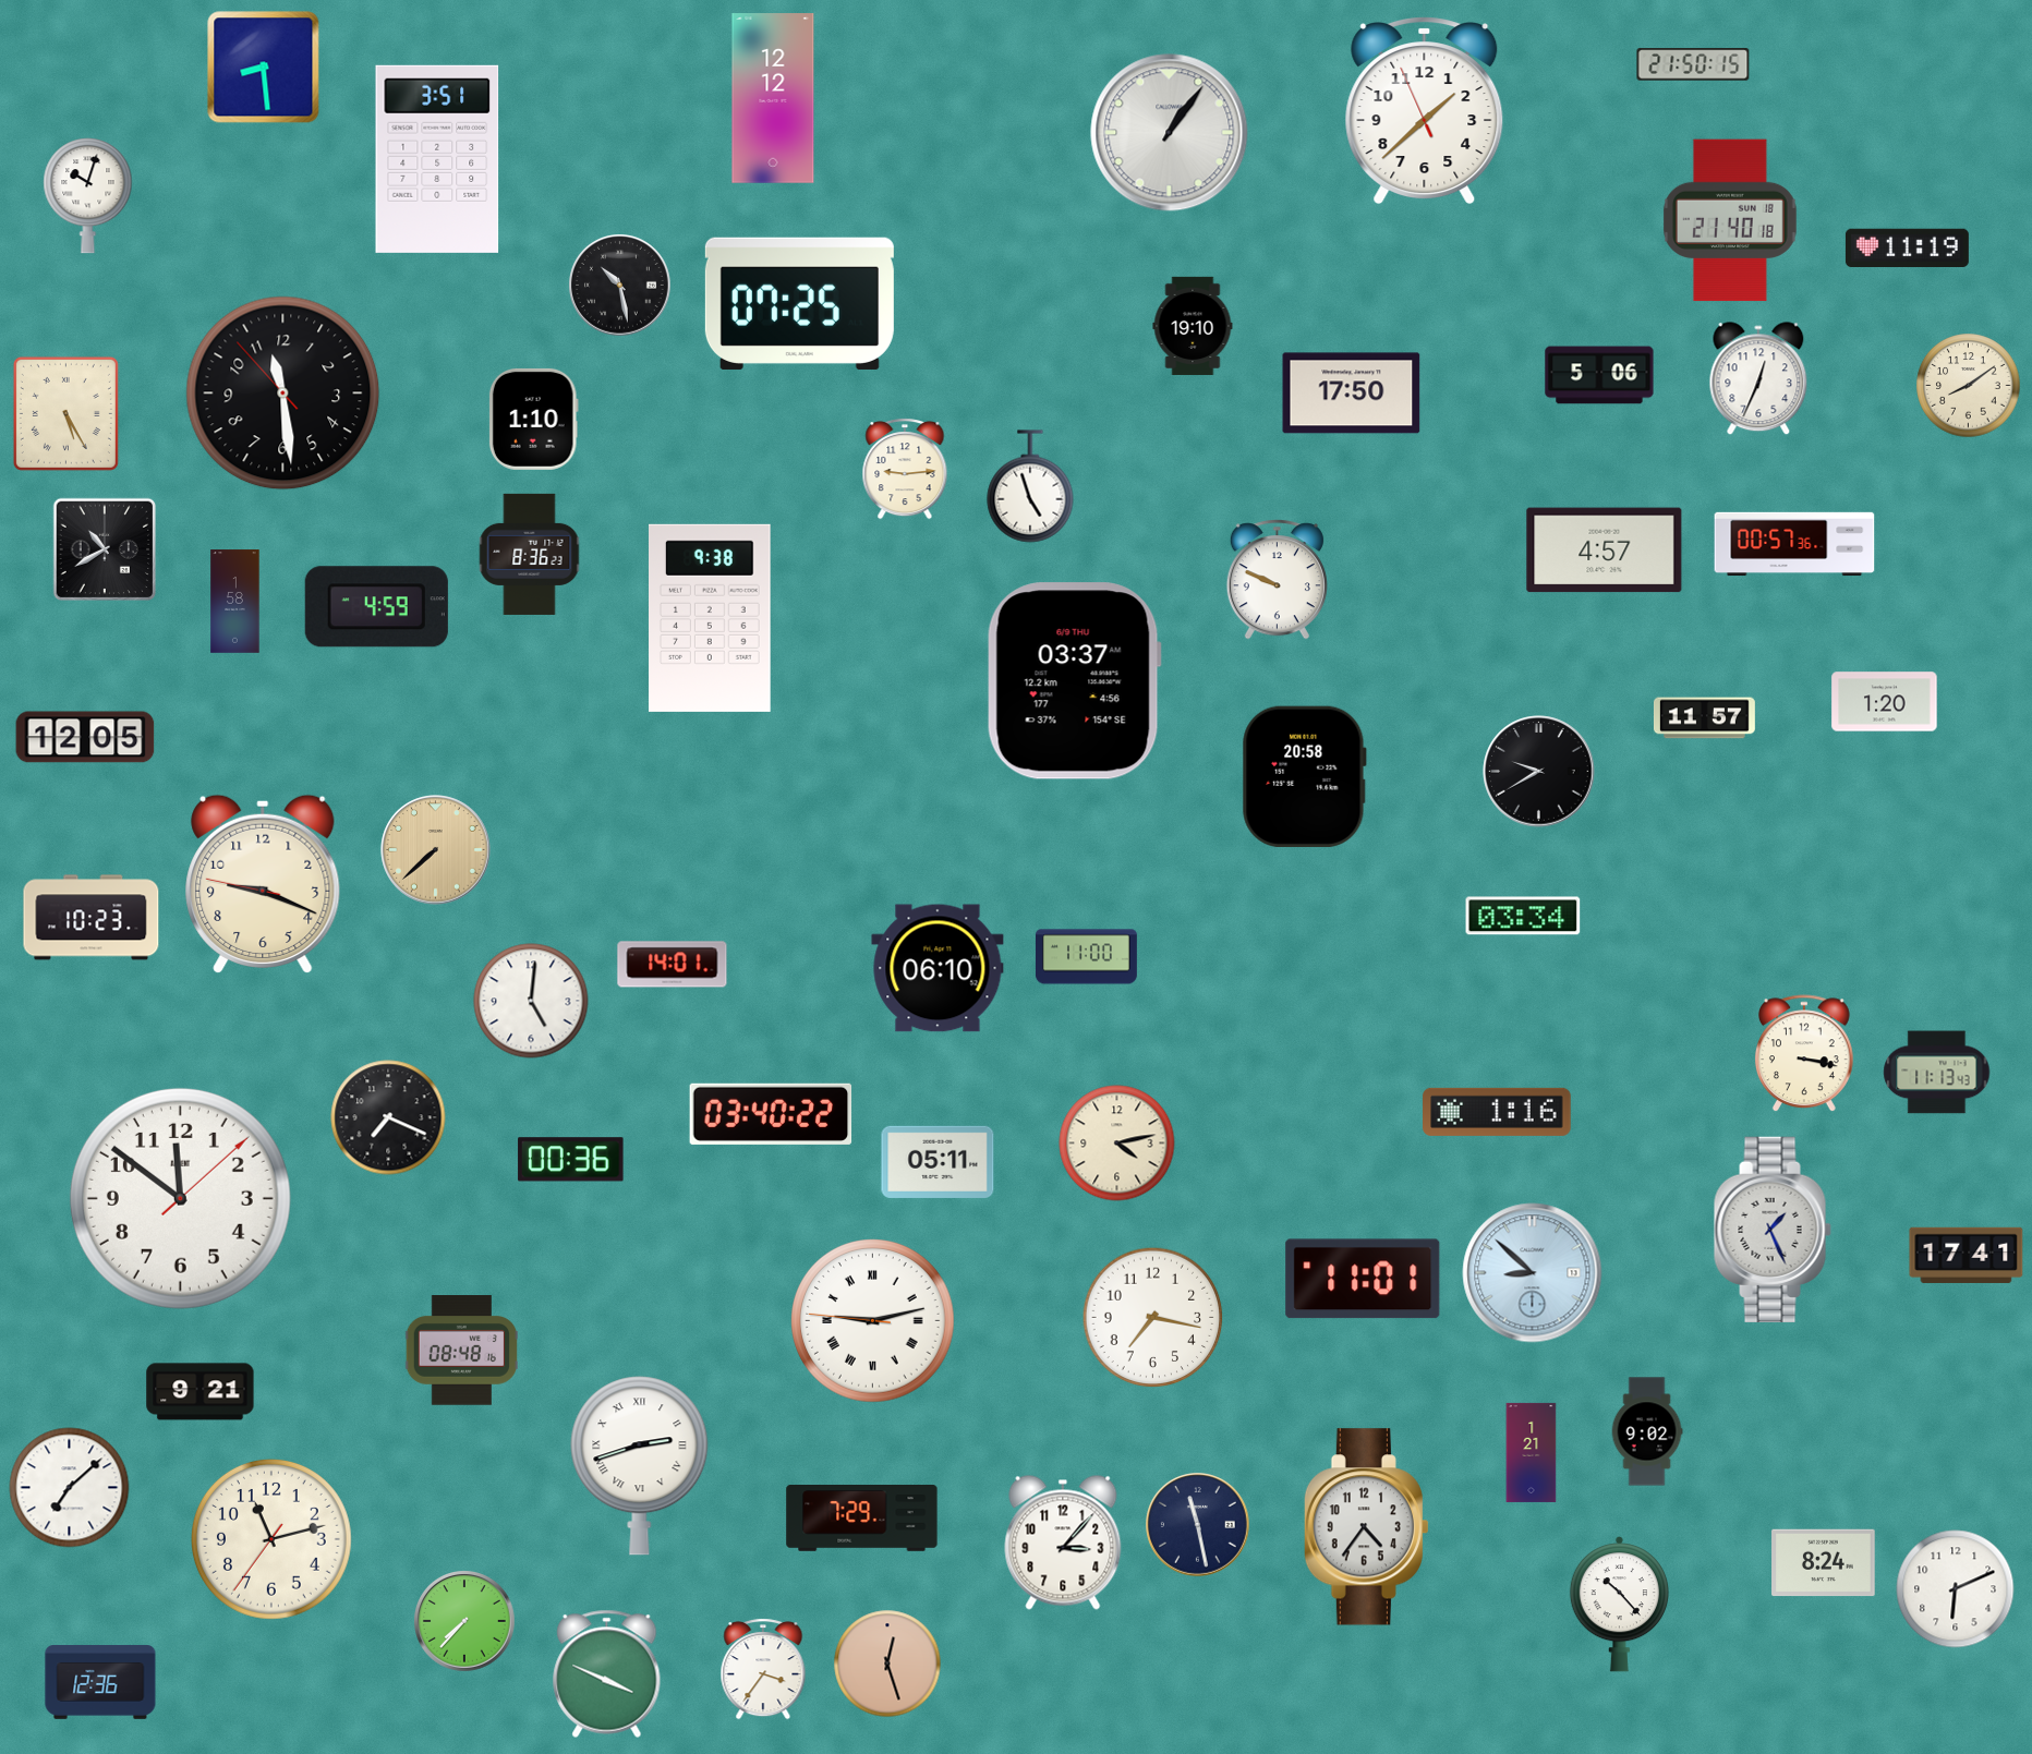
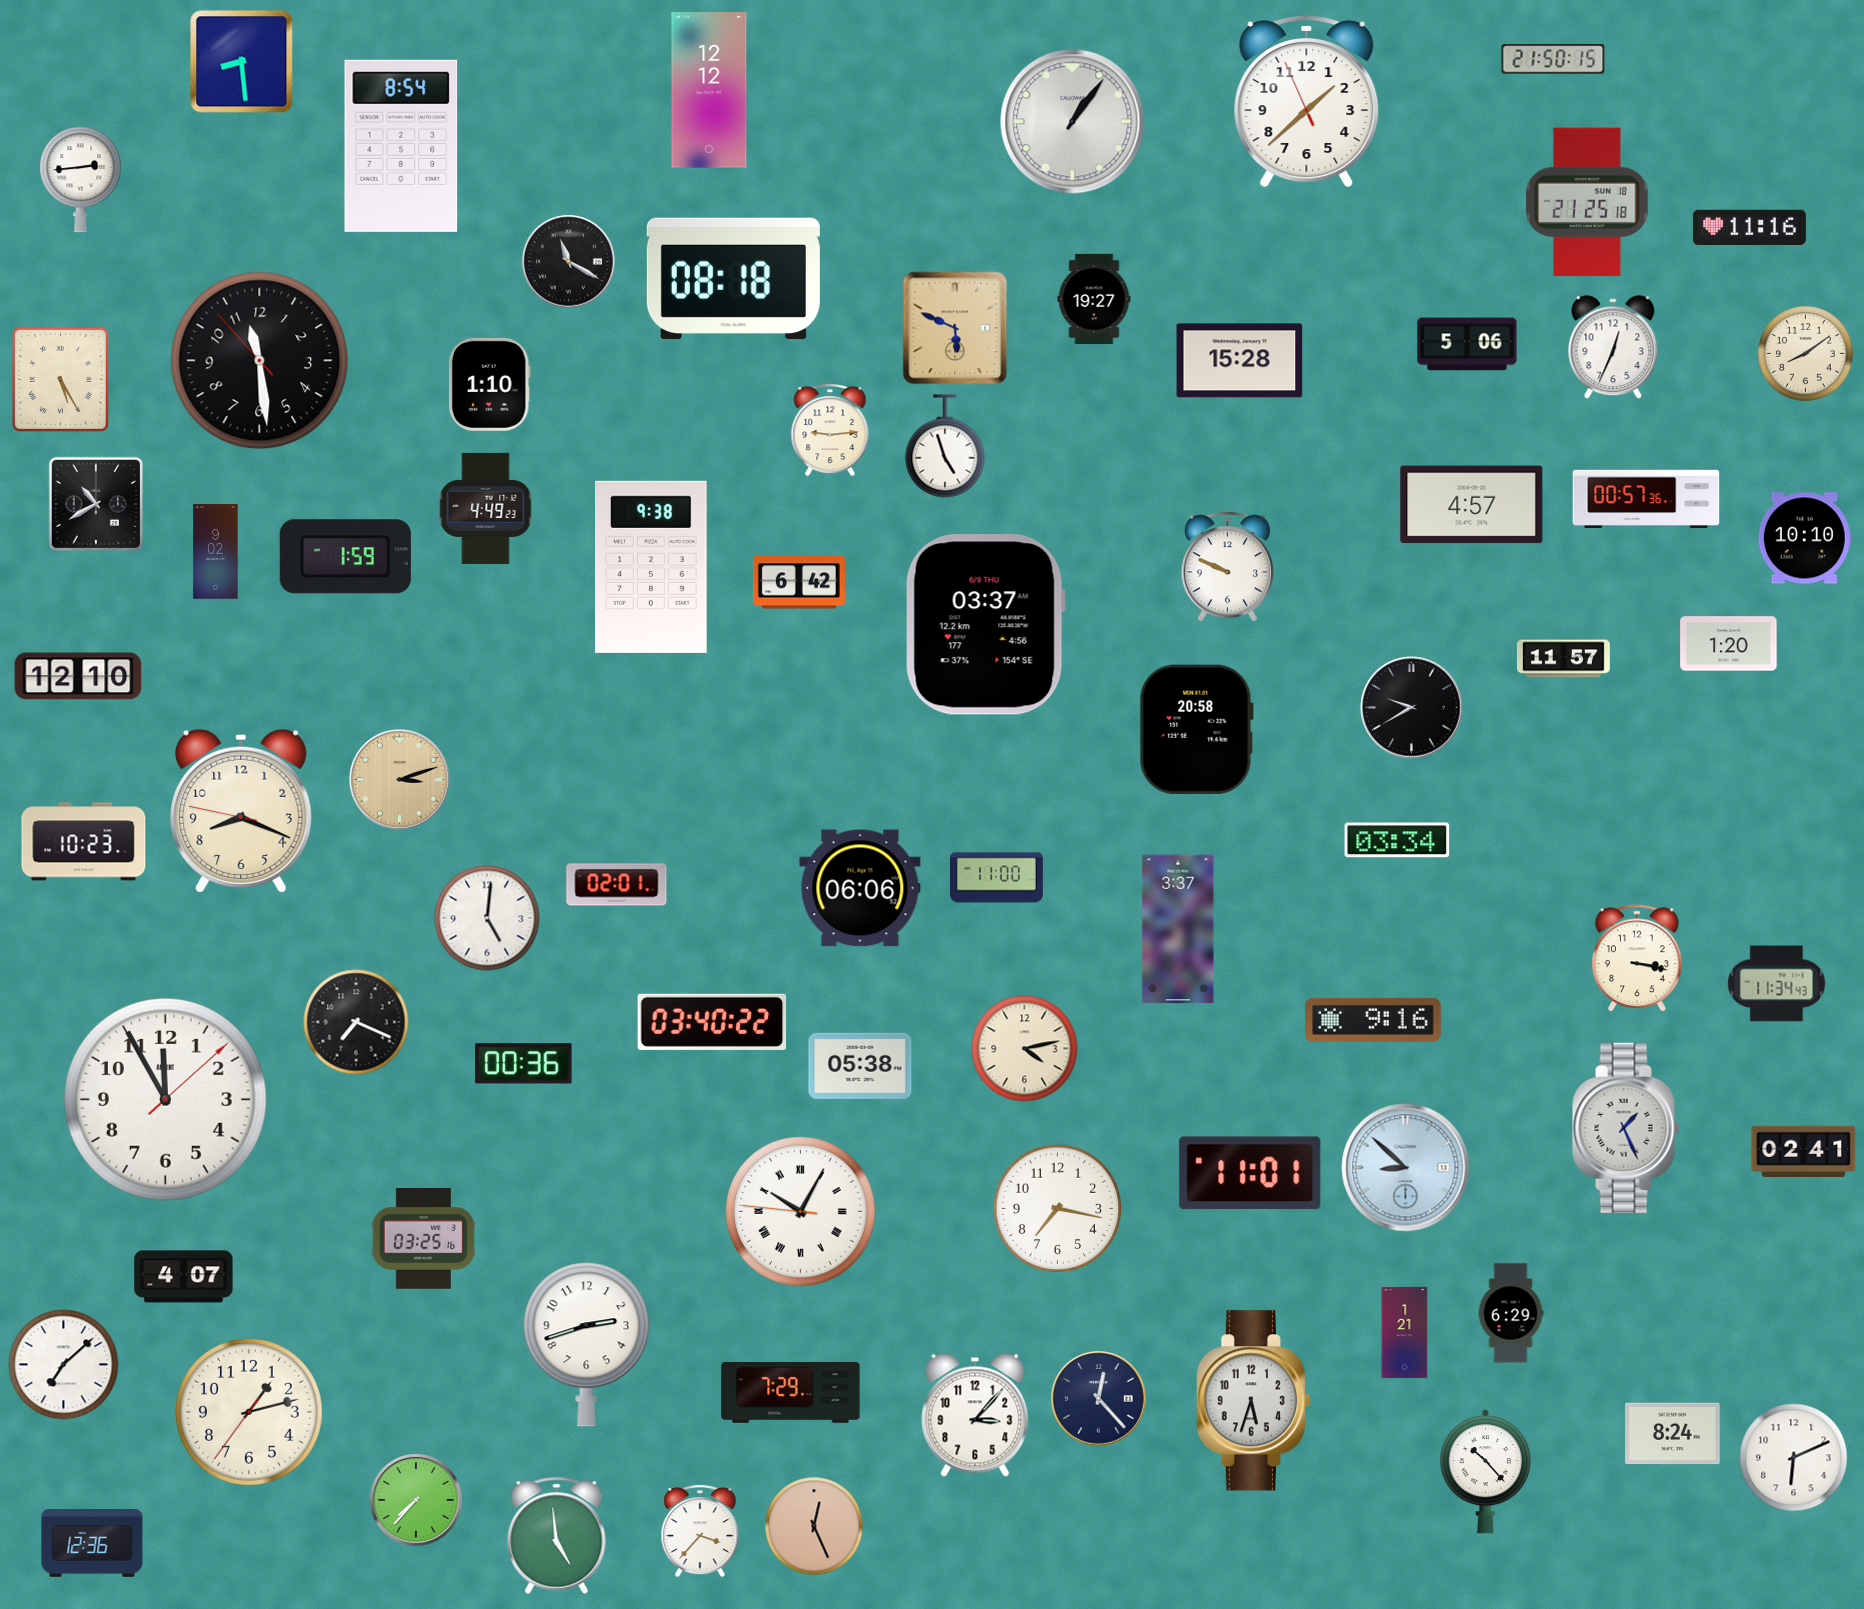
clock at (437, 159): 3:51 -> 8:54
clock at (88, 196): 10:03 -> 2:44
clock at (1730, 220): 21:40 -> 21:25
clock at (1907, 249): 11:19 -> 11:16
clock at (620, 286): 10:28 -> 11:20
clock at (799, 303): 07:25 -> 08:18
clock at (1193, 325): 19:10 -> 19:27
clock at (955, 328): none -> 5:49
clock at (1352, 394): 17:50 -> 15:28
clock at (530, 554): 8:36 -> 4:49
clock at (1277, 580) position: (1277, 580) -> (1227, 567)
clock at (1805, 538): none -> 10:10
clock at (235, 602): 1:58 -> 9:02
clock at (376, 607): 4:59 -> 1:59
clock at (799, 582): none -> 6:42
clock at (85, 737): 12:05 -> 12:10
clock at (1304, 776) position: (1304, 776) -> (1196, 729)
clock at (436, 850): 7:38 -> 3:12
clock at (263, 883): 9:18 -> 8:18
clock at (673, 965): 14:01 -> 02:01
clock at (938, 968): 06:10 -> 06:06
clock at (1178, 929): none -> 3:37
clock at (1804, 1054) position: (1804, 1054) -> (1637, 959)
clock at (1937, 1073): 11:13 -> 11:34
clock at (1497, 1112): 1:16 -> 9:16
clock at (771, 1114) position: (771, 1114) -> (712, 1022)
clock at (388, 1117) position: (388, 1117) -> (356, 1022)
clock at (938, 1162): 05:11 -> 05:38
clock at (180, 1198): 11:51 -> 11:55
clock at (1967, 1255): 17:41 -> 02:41
clock at (873, 1321): 9:12 -> 10:04
clock at (461, 1351): 08:48 -> 03:25
clock at (201, 1392): 9:21 -> 4:07
clock at (1647, 1431): 9:02 -> 6:29
clock at (640, 1466) numerals: Roman -> Arabic
clock at (1198, 1525): 11:28 -> 12:23
clock at (1366, 1527): 4:36 -> 5:33
clock at (271, 1539): 11:12 -> 1:12
clock at (464, 1621) position: (464, 1621) -> (416, 1500)
clock at (887, 1664): 12:27 -> 12:26
clock at (763, 1669): 3:36 -> 3:37
clock at (607, 1673): 3:49 -> 4:59
